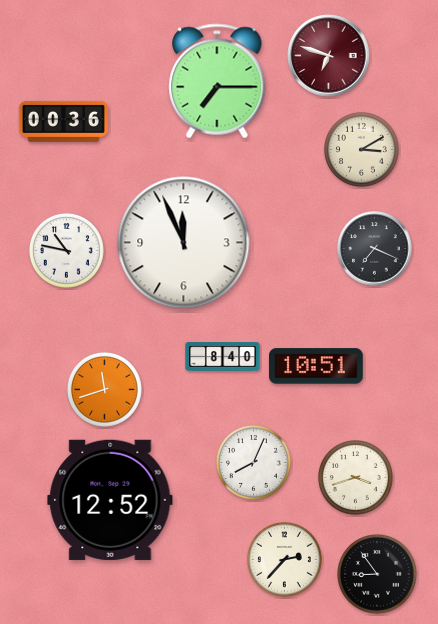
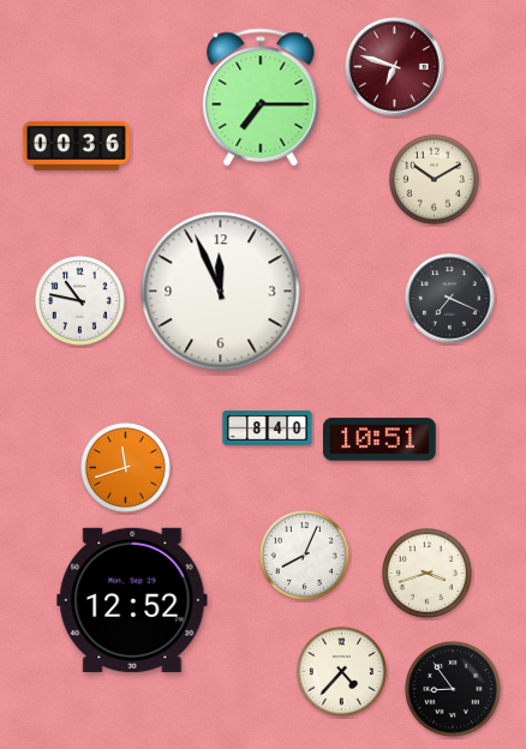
clock at (361, 149): 3:10 -> 10:10
clock at (284, 559): 2:37 -> 4:37
